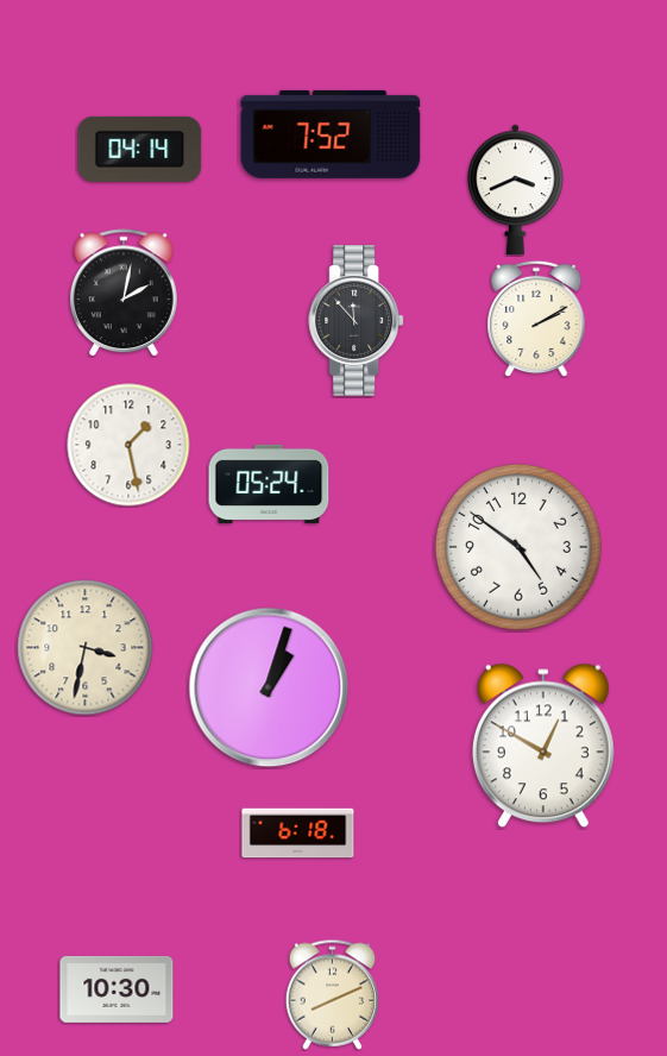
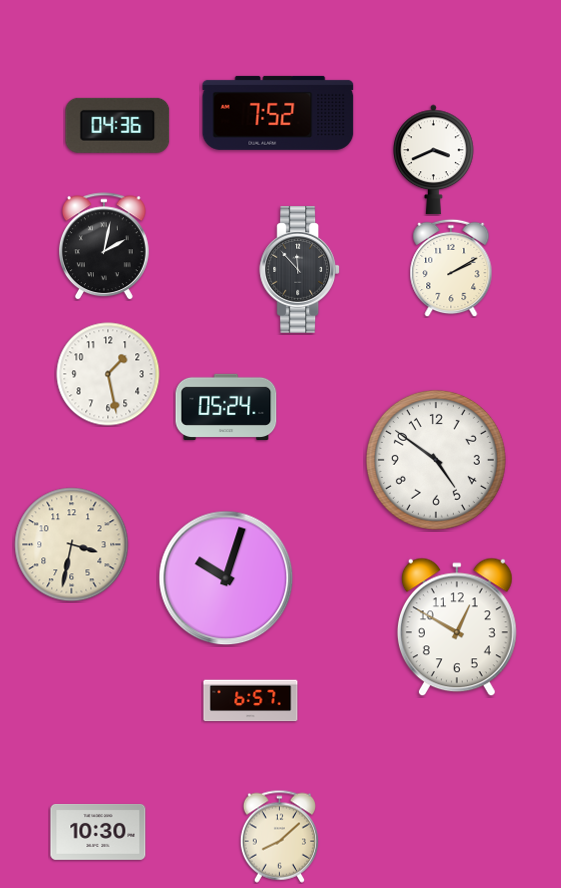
clock at (140, 149): 04:14 -> 04:36
clock at (269, 687): 1:03 -> 10:03
clock at (298, 834): 6:18 -> 6:57
clock at (332, 994): 8:11 -> 8:08
